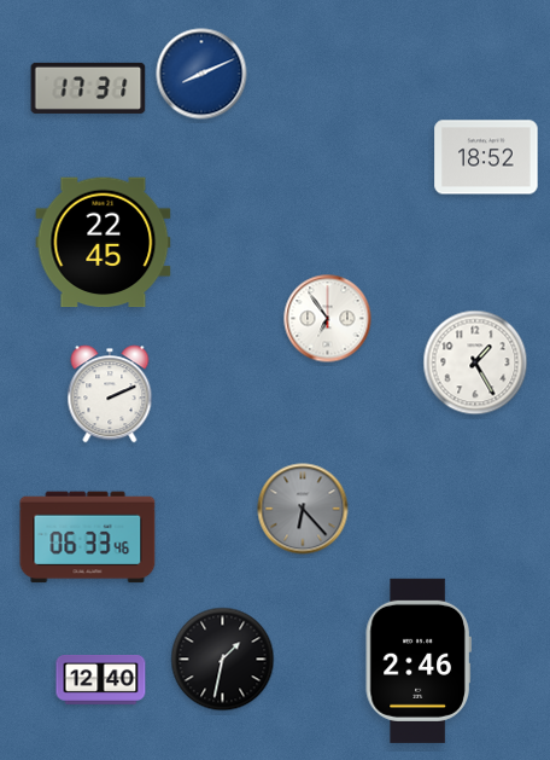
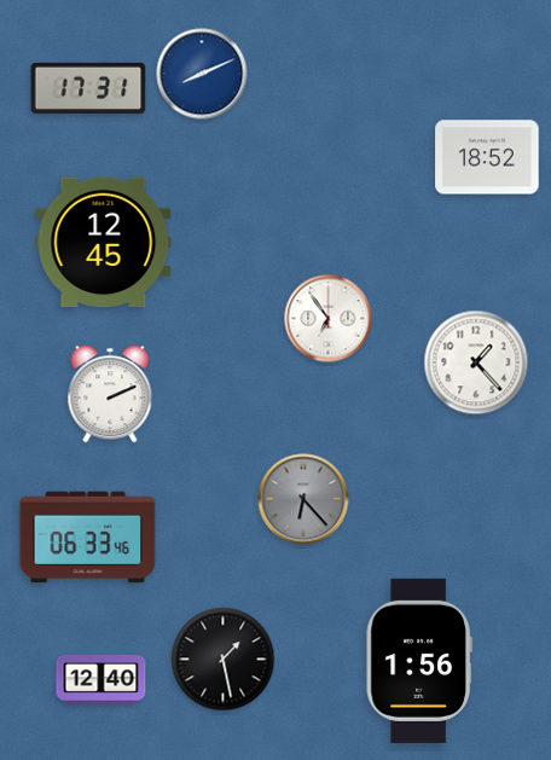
clock at (104, 243): 22:45 -> 12:45
clock at (475, 362): 1:25 -> 1:23
clock at (303, 509) position: (303, 509) -> (303, 499)
clock at (223, 660): 1:32 -> 1:28
clock at (419, 661): 2:46 -> 1:56
